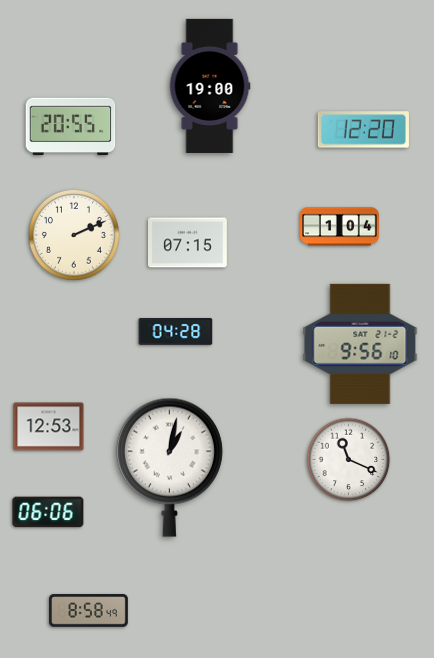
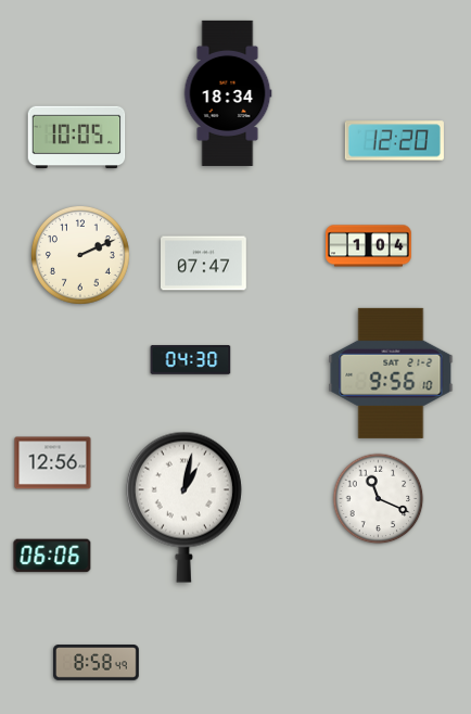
clock at (210, 86): 19:00 -> 18:34
clock at (71, 127): 20:55 -> 10:05
clock at (188, 243): 07:15 -> 07:47
clock at (176, 332): 04:28 -> 04:30
clock at (49, 427): 12:53 -> 12:56
